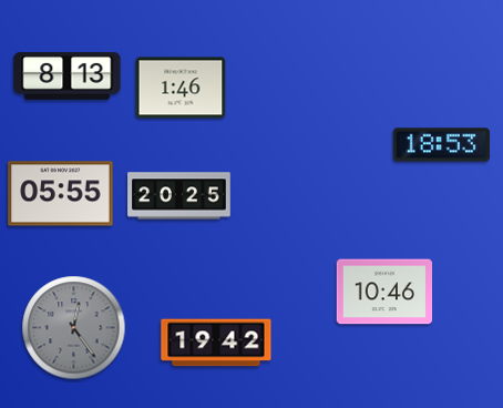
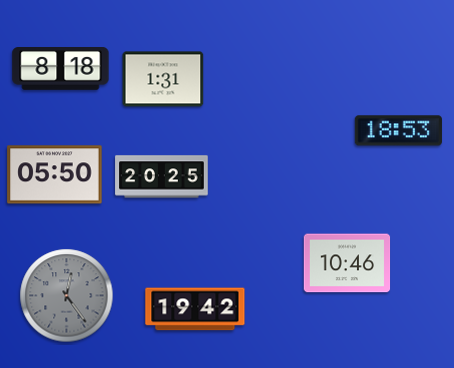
clock at (68, 76): 8:13 -> 8:18
clock at (181, 88): 1:46 -> 1:31
clock at (61, 194): 05:55 -> 05:50
